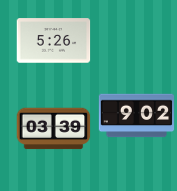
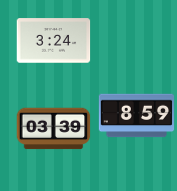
clock at (54, 41): 5:26 -> 3:24
clock at (137, 116): 9:02 -> 8:59
